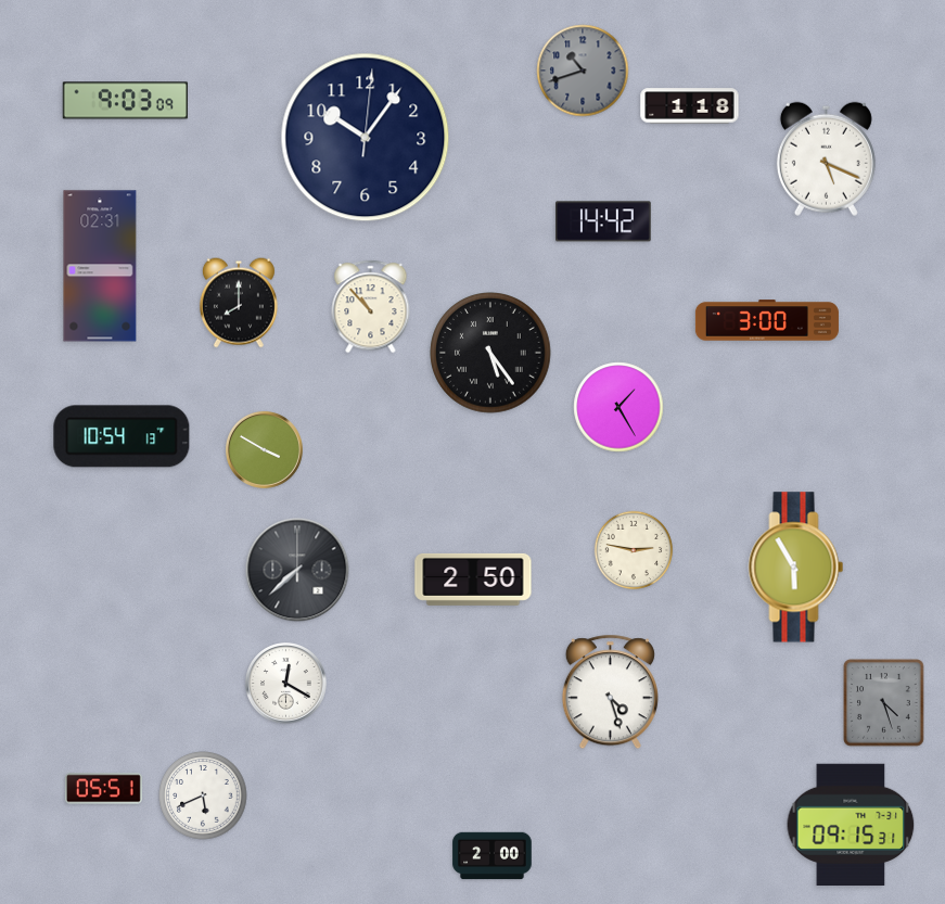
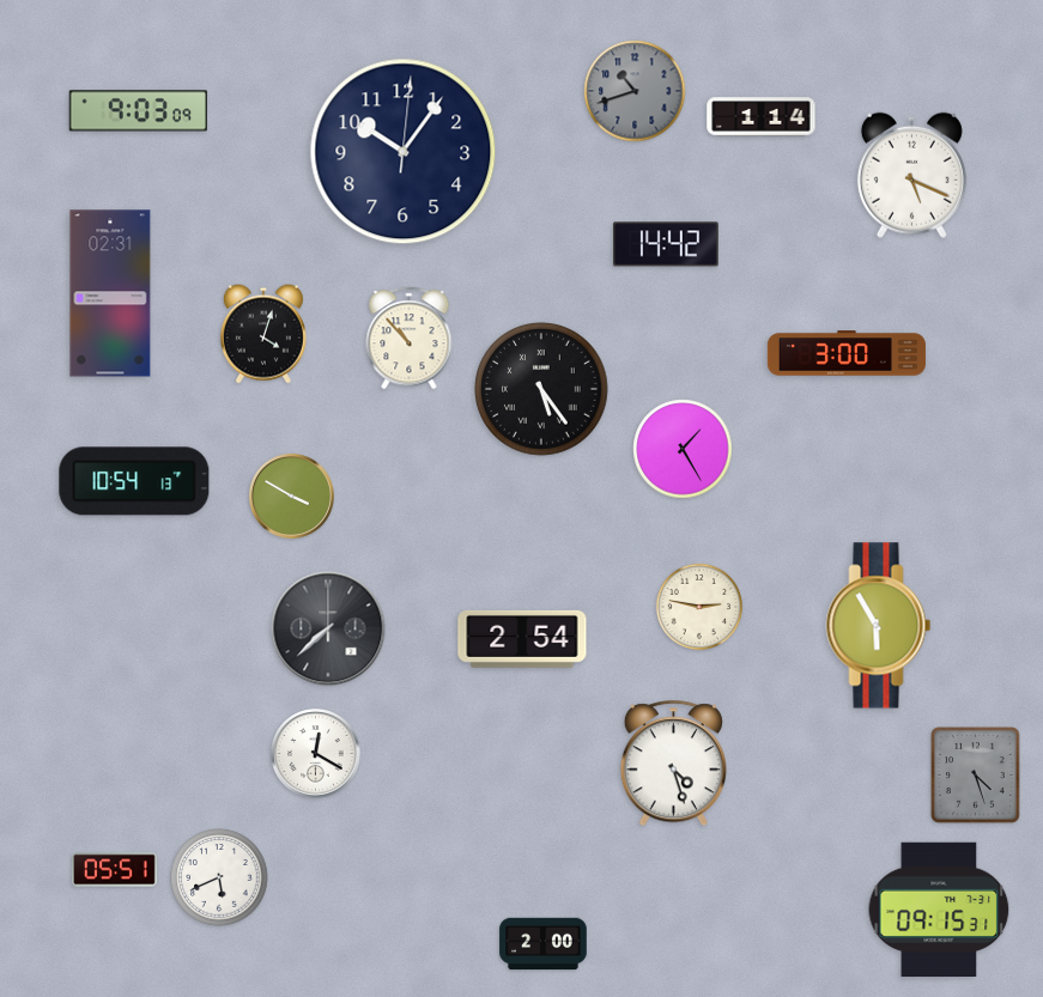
clock at (583, 71) position: (583, 71) -> (635, 91)
clock at (690, 106): 1:18 -> 1:14
clock at (239, 303): 8:00 -> 4:03
clock at (473, 580): 2:50 -> 2:54
clock at (203, 795) position: (203, 795) -> (219, 877)
